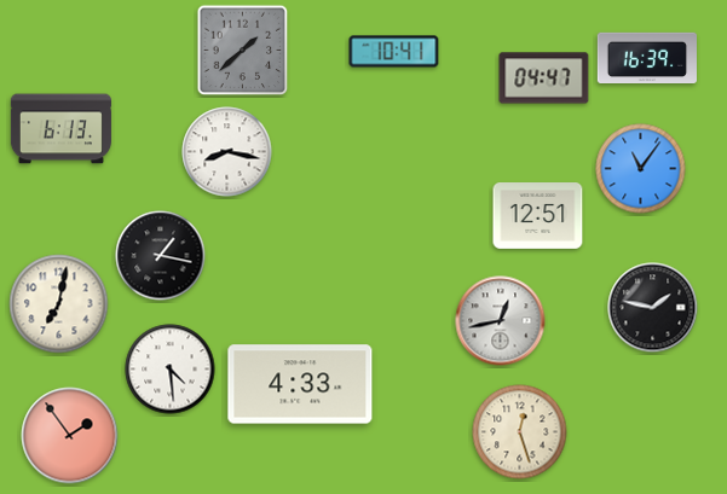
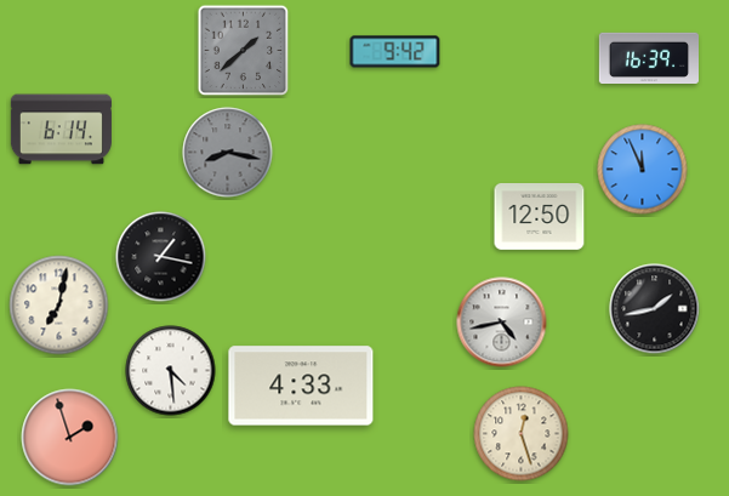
clock at (394, 52): 10:41 -> 9:42
clock at (544, 79): 04:47 -> none
clock at (60, 129): 6:13 -> 6:14
clock at (227, 152) dial: white -> grey
clock at (641, 169): 11:06 -> 11:56
clock at (538, 216): 12:51 -> 12:50
clock at (653, 308): 1:47 -> 1:43
clock at (501, 321): 12:43 -> 4:43
clock at (70, 436): 1:54 -> 1:57
